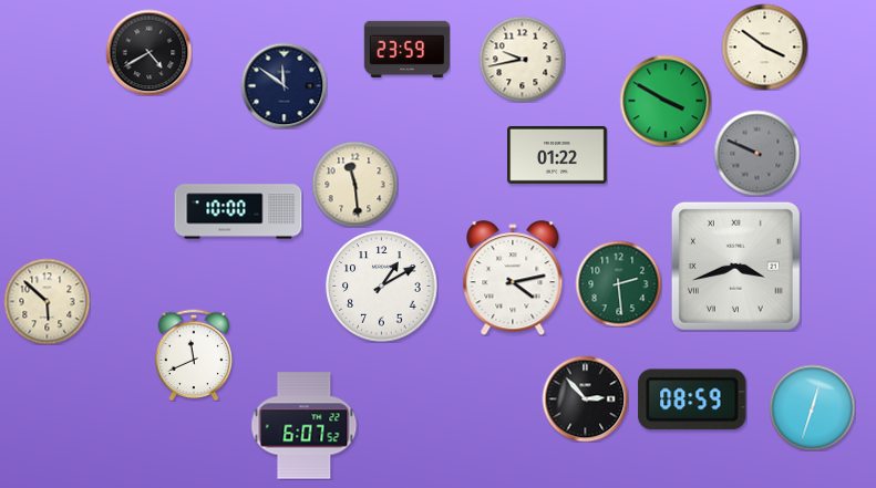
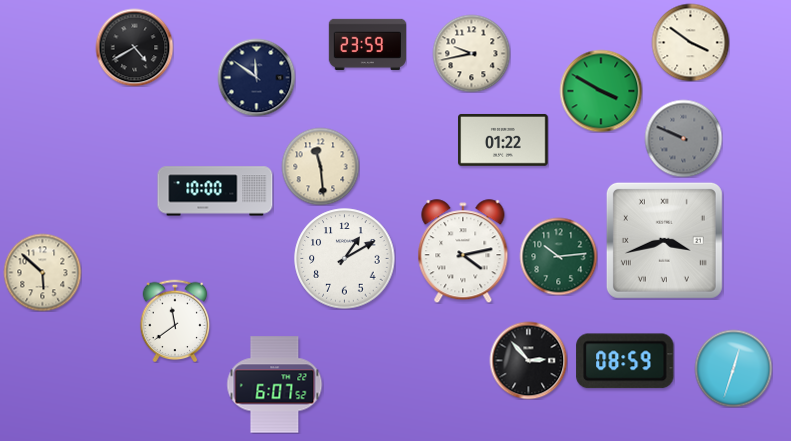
clock at (618, 283): 2:29 -> 10:14
clock at (194, 355): 11:41 -> 11:39
